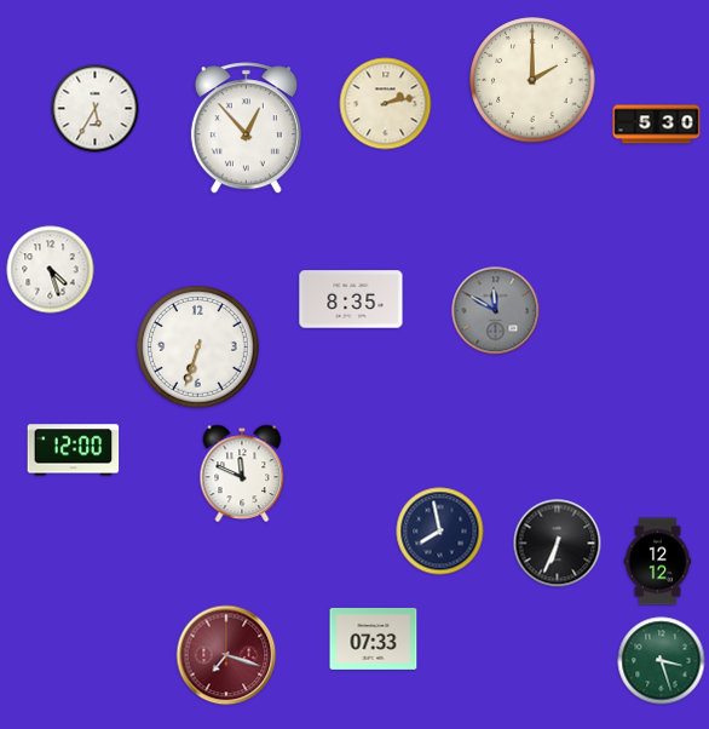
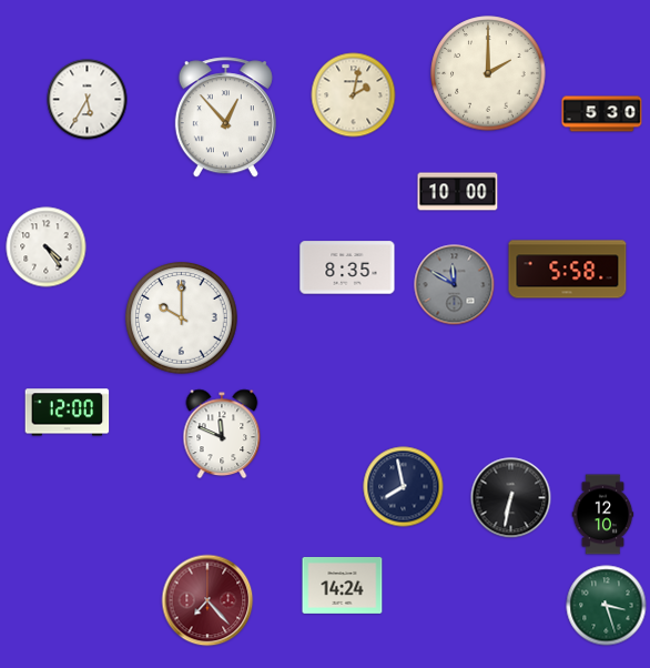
clock at (386, 104): 2:13 -> 2:02
clock at (458, 192): none -> 10:00
clock at (51, 270): 4:27 -> 4:24
clock at (568, 270): none -> 5:58
clock at (351, 299) position: (351, 299) -> (347, 267)
clock at (198, 348): 6:33 -> 10:00
clock at (558, 544): 6:34 -> 6:32
clock at (658, 562): 12:12 -> 12:10
clock at (374, 638): 07:33 -> 14:24
clock at (226, 655): 7:18 -> 7:23
